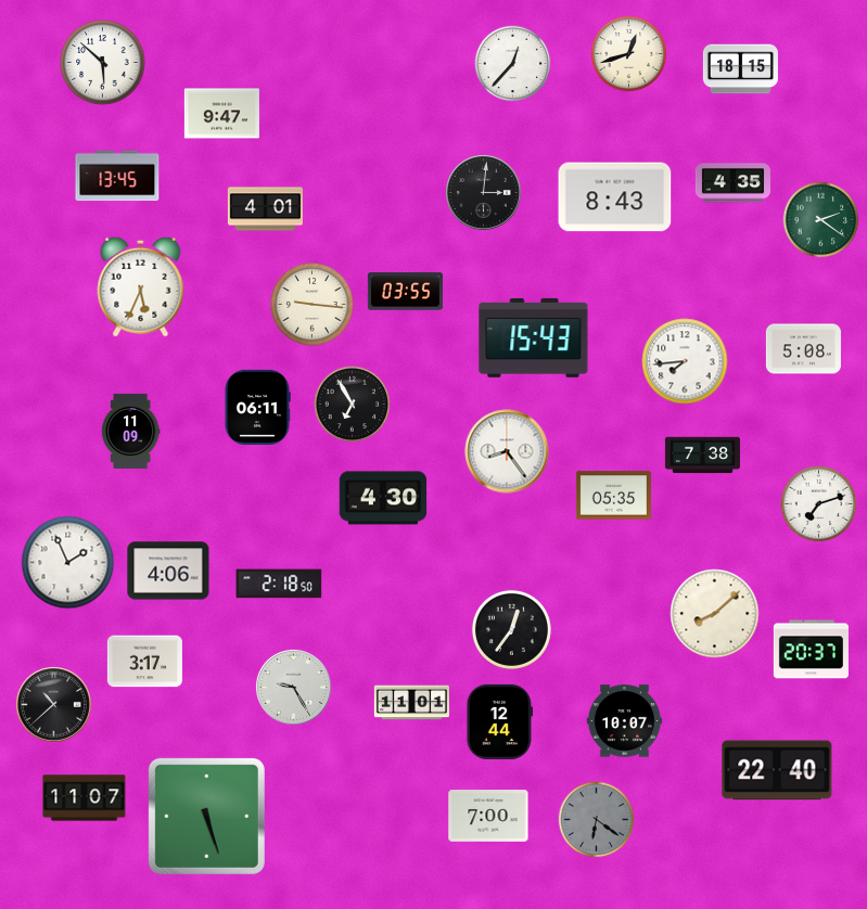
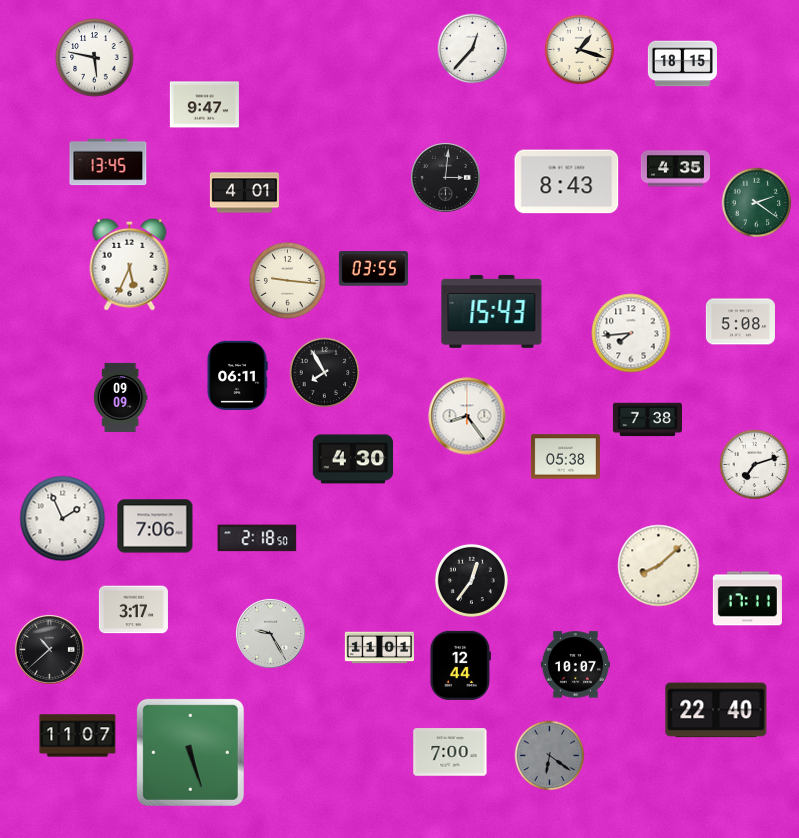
clock at (629, 54): 12:42 -> 1:18
clock at (103, 63): 5:52 -> 5:47
clock at (513, 64) position: (513, 64) -> (473, 49)
clock at (353, 405): 6:55 -> 7:55
clock at (130, 431): 11:09 -> 09:09
clock at (613, 496): 05:35 -> 05:38
clock at (168, 571): 4:06 -> 7:06
clock at (811, 650): 20:37 -> 17:11
